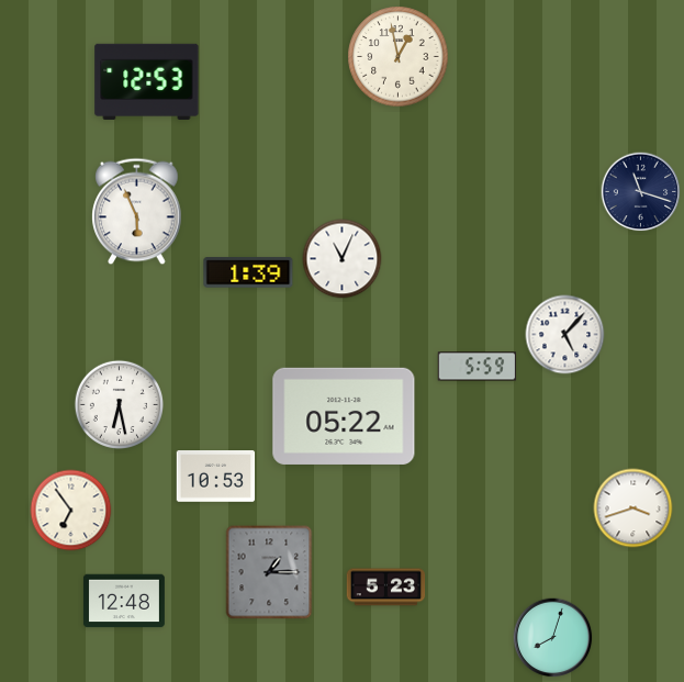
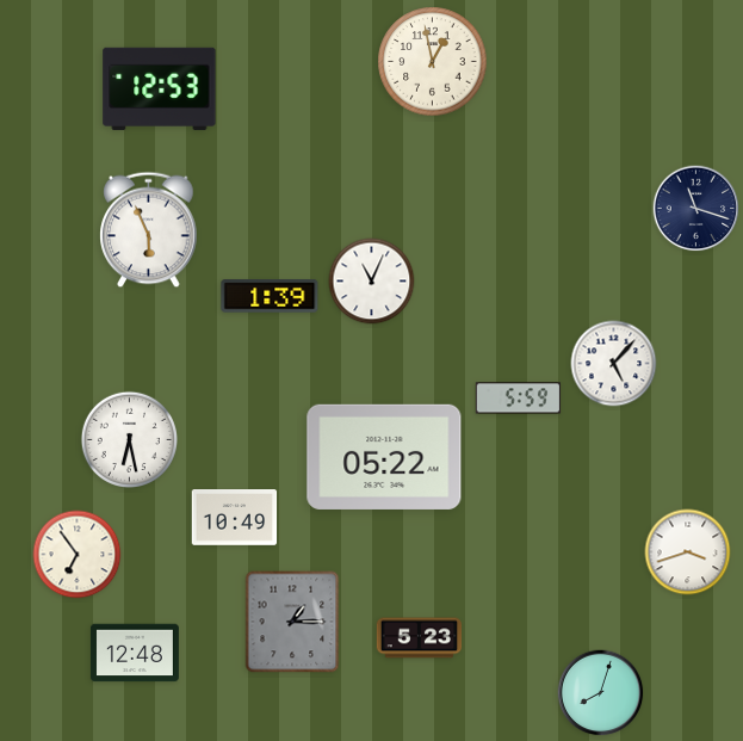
clock at (344, 416) position: (344, 416) -> (384, 457)
clock at (216, 477): 10:53 -> 10:49
